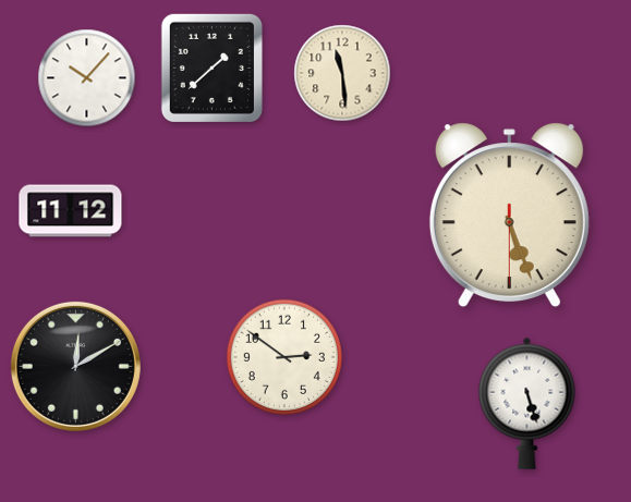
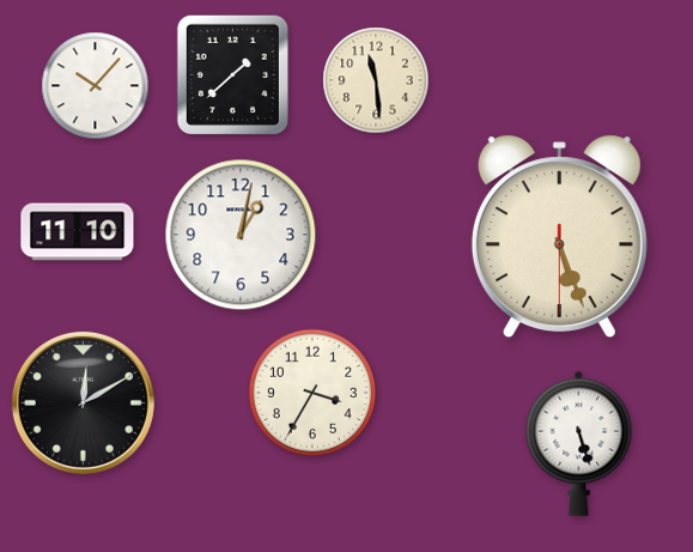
clock at (71, 211): 11:12 -> 11:10
clock at (241, 235): none -> 1:02
clock at (283, 356): 2:51 -> 3:35
